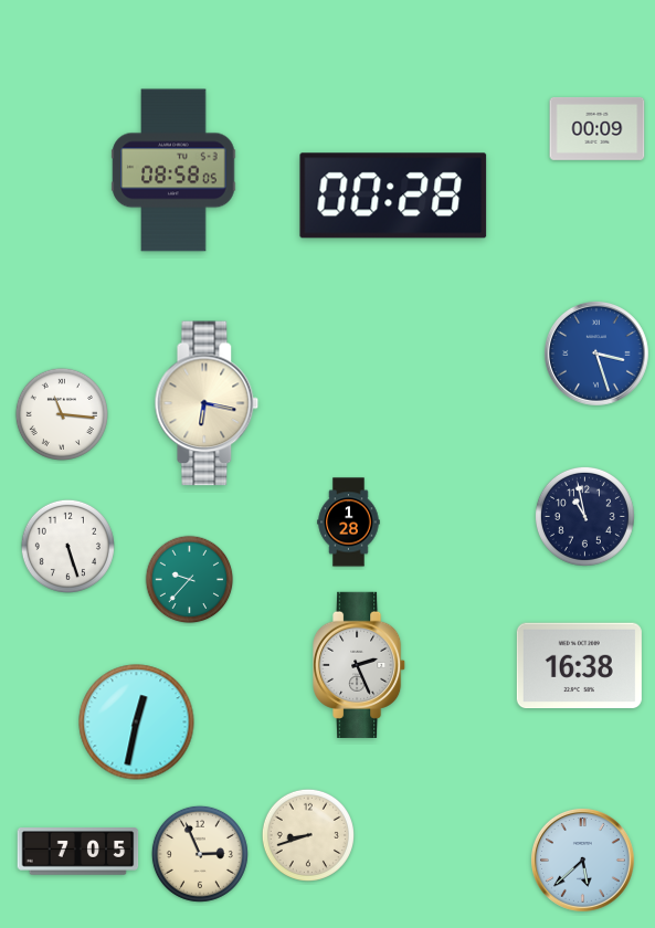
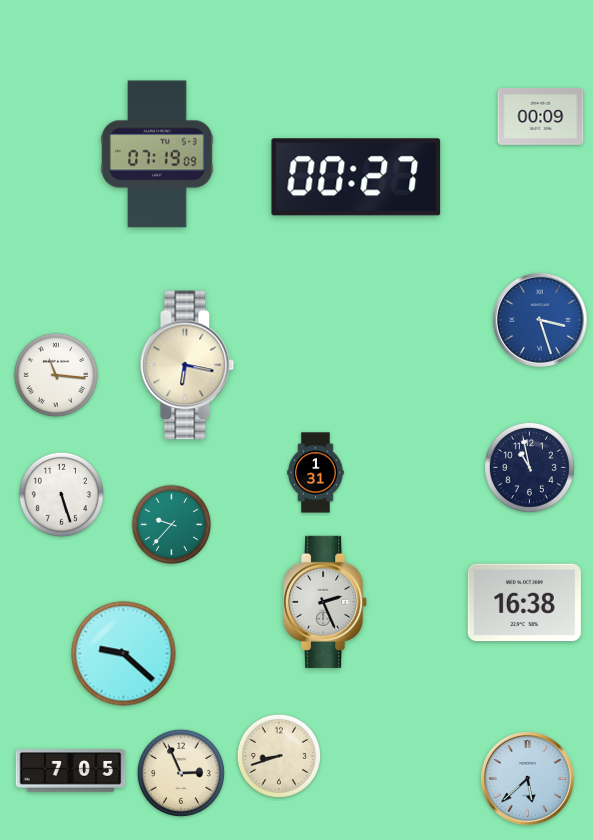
clock at (173, 170): 08:58 -> 07:19
clock at (393, 196): 00:28 -> 00:27
clock at (349, 523): 1:28 -> 1:31
clock at (137, 723): 12:32 -> 9:22
